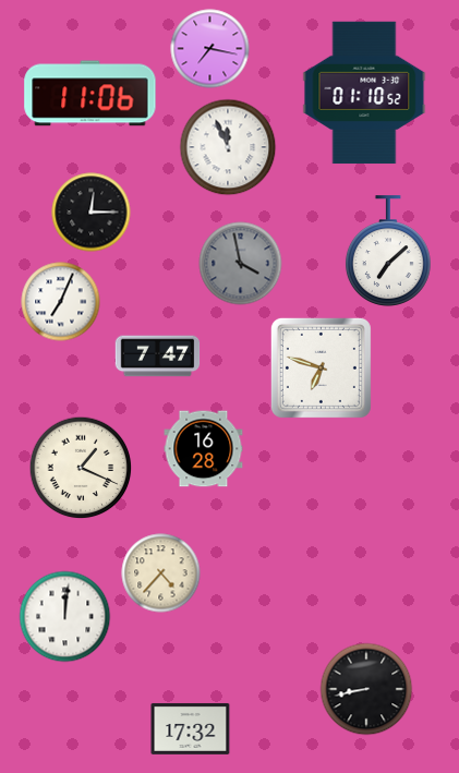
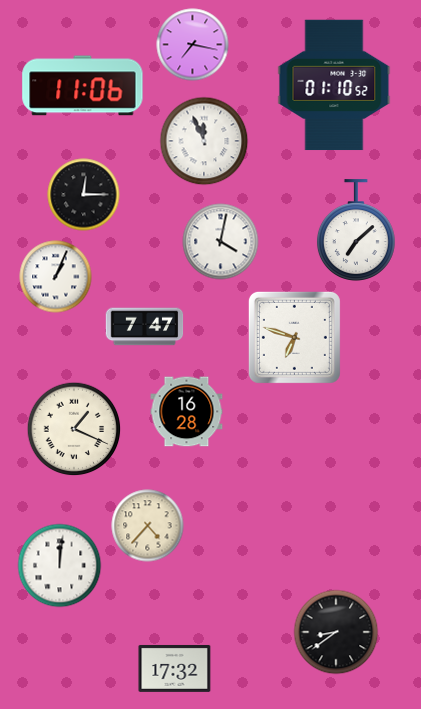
clock at (228, 147) position: (228, 147) -> (204, 141)
clock at (241, 264): 3:58 -> 4:02
clock at (241, 264) dial: grey -> white
clock at (61, 302): 7:04 -> 1:04
clock at (366, 689): 8:43 -> 8:39
